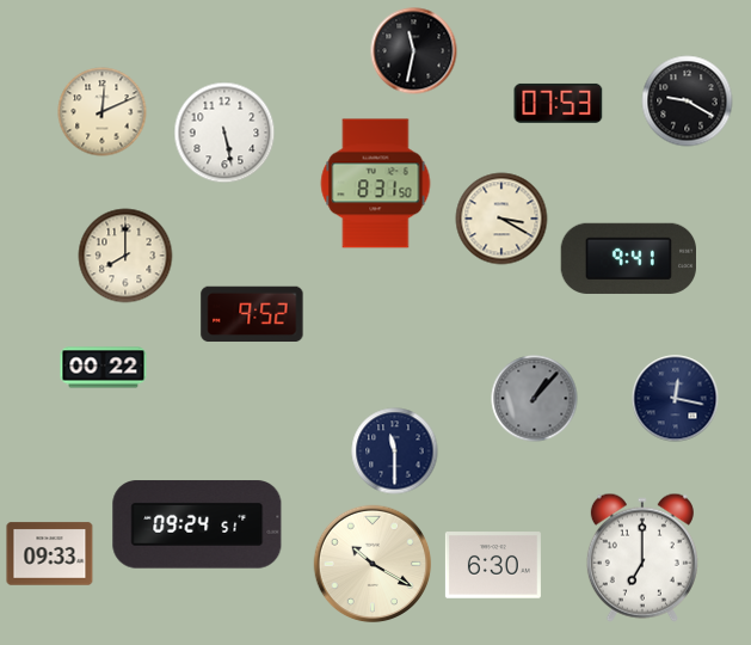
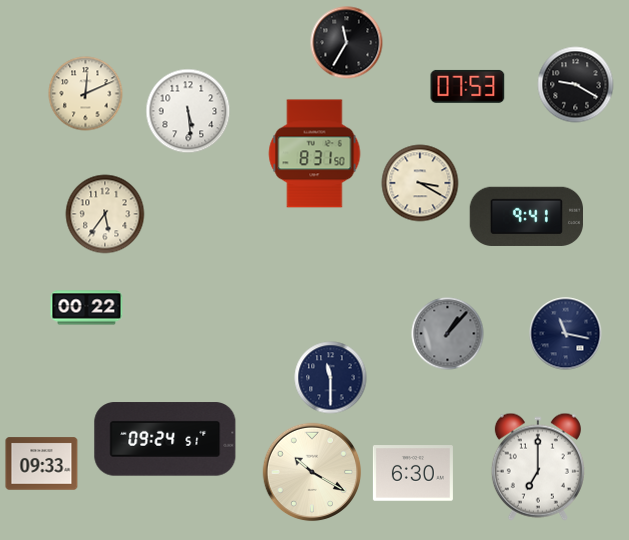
clock at (414, 51): 11:32 -> 11:35
clock at (224, 133): 5:28 -> 5:29
clock at (125, 256): 8:00 -> 5:36
clock at (252, 314): 9:52 -> none
clock at (676, 399): 12:17 -> 11:17
